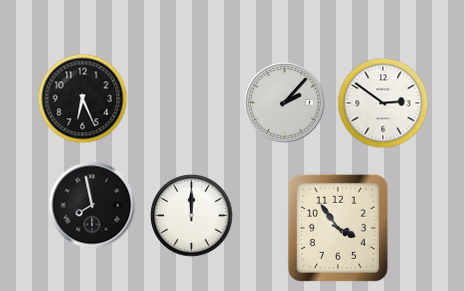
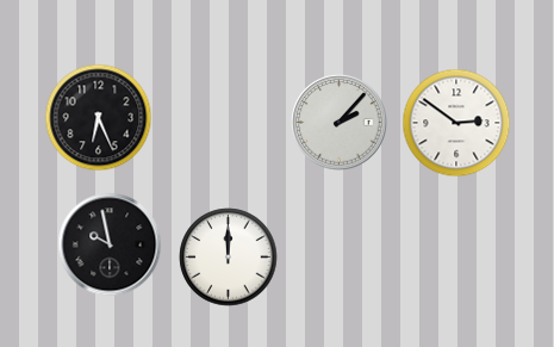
clock at (92, 205): 7:58 -> 9:58
clock at (338, 228): 3:54 -> none
